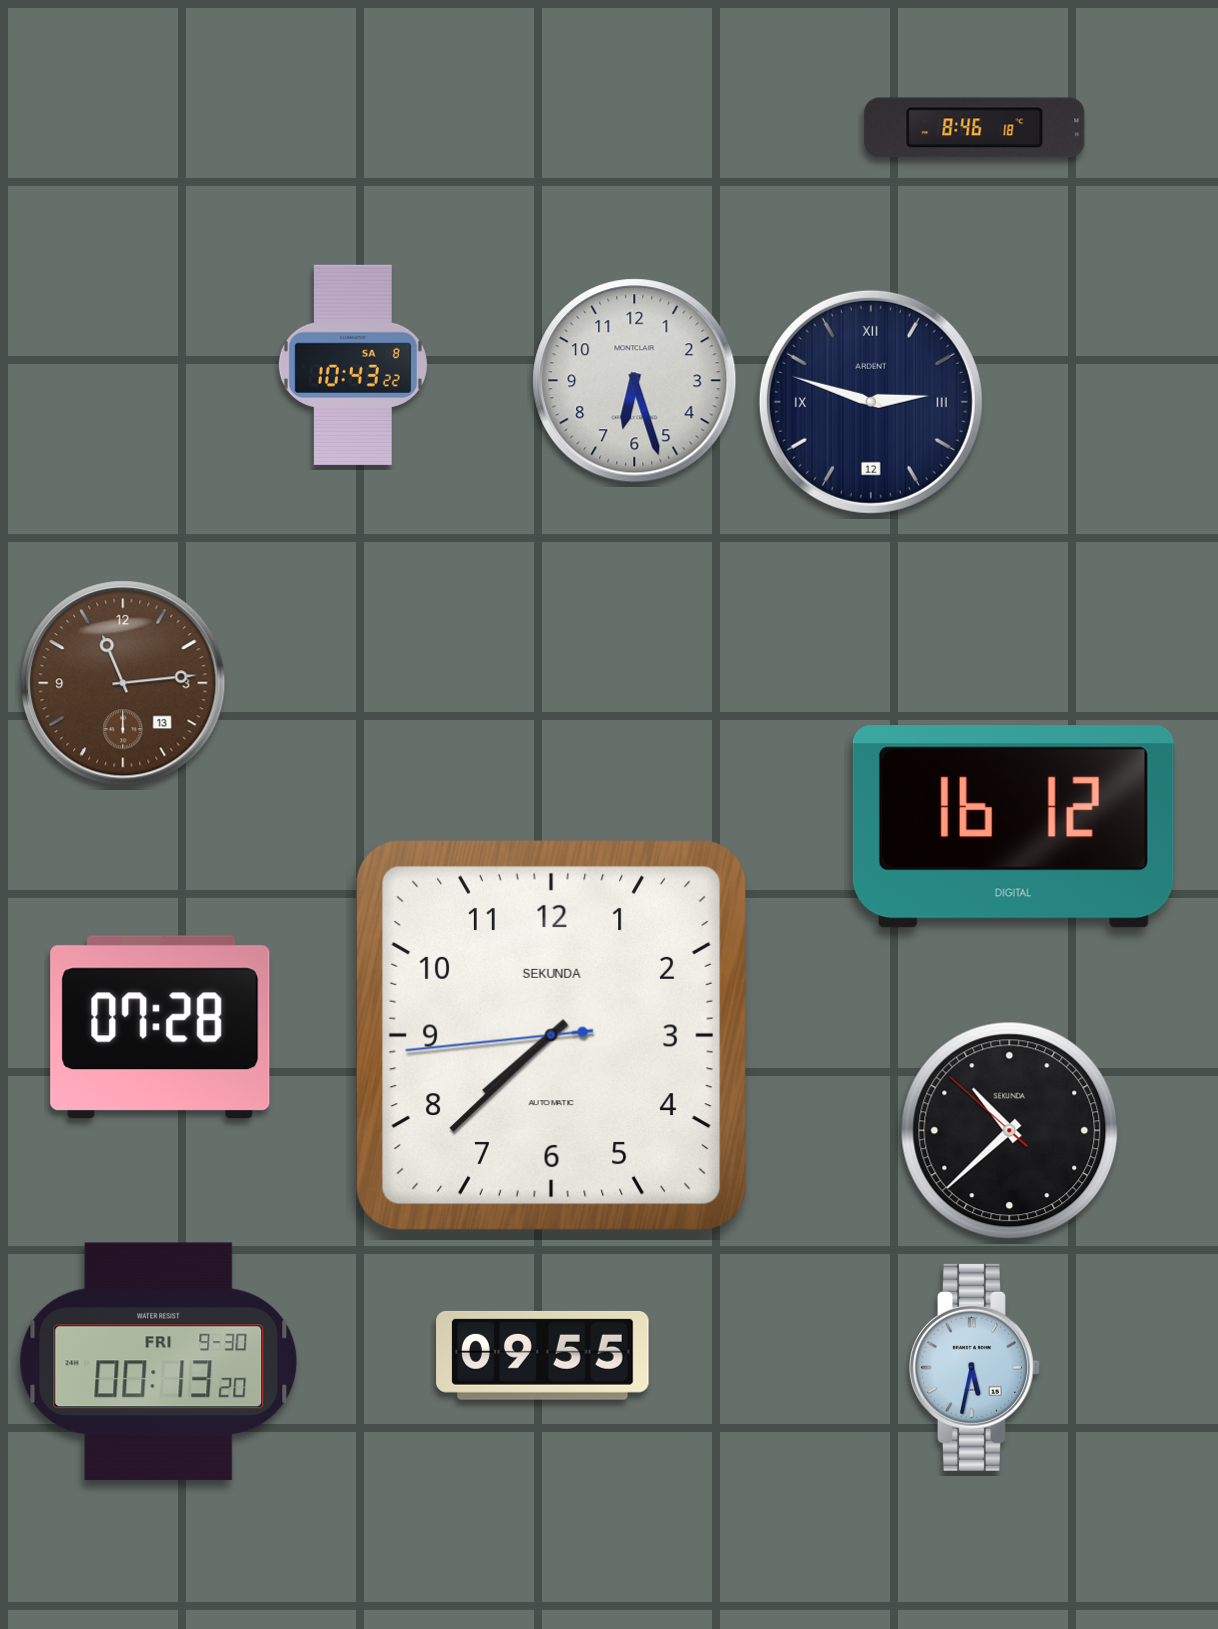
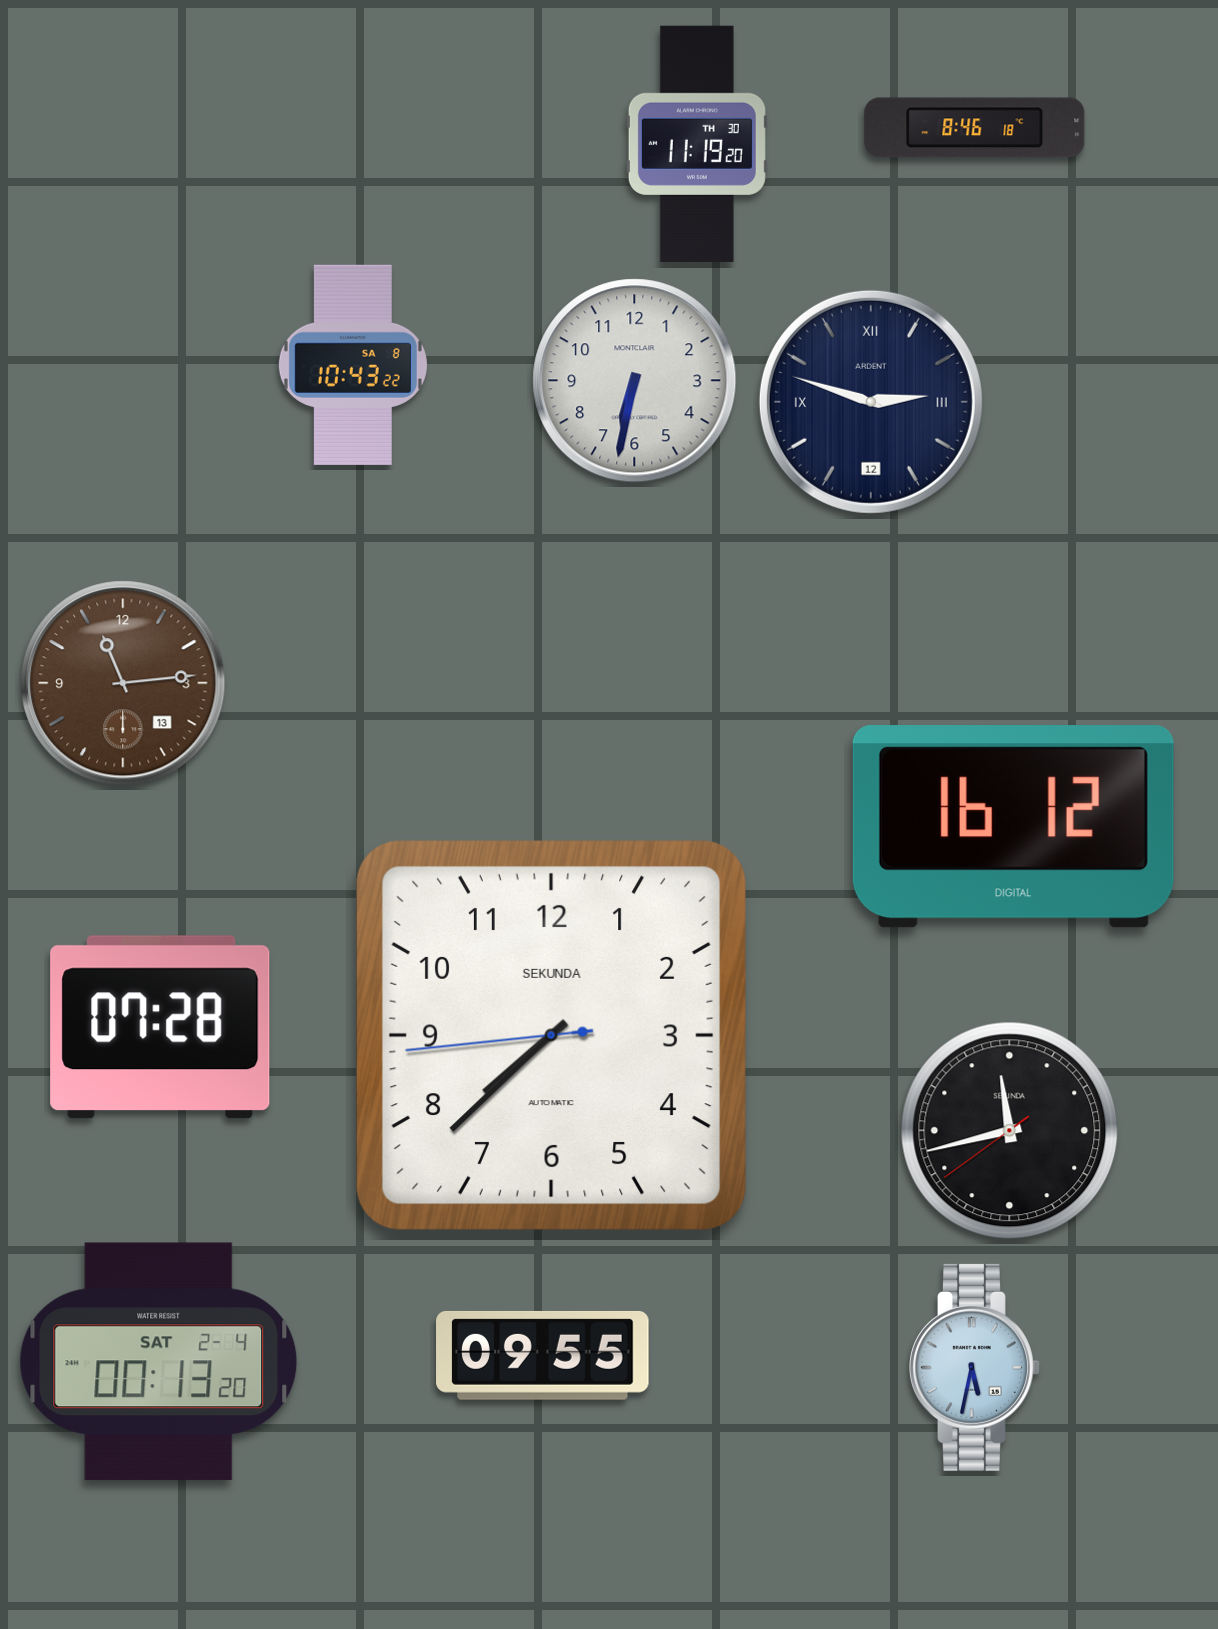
clock at (697, 144): none -> 11:19
clock at (635, 381): 6:27 -> 6:32
clock at (1010, 1131): 10:37 -> 11:42
clock at (159, 1362) date: FRI 9-30 -> SAT 2-4
